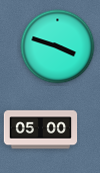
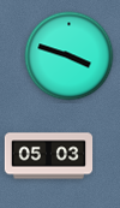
clock at (41, 130): 05:00 -> 05:03
